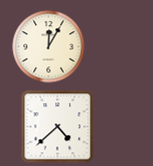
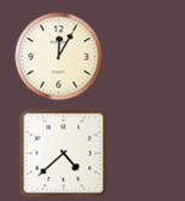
clock at (58, 127) position: (58, 127) -> (64, 154)
